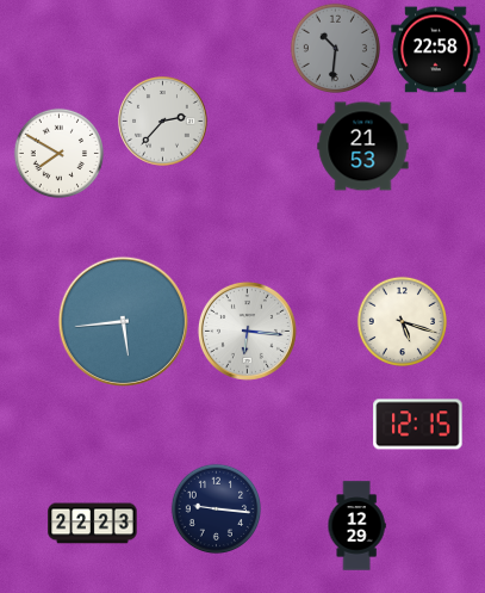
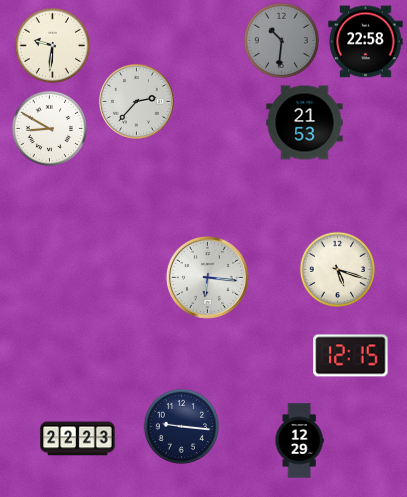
clock at (52, 45): none -> 9:31
clock at (58, 153): 7:50 -> 8:50
clock at (123, 321): 5:44 -> none
